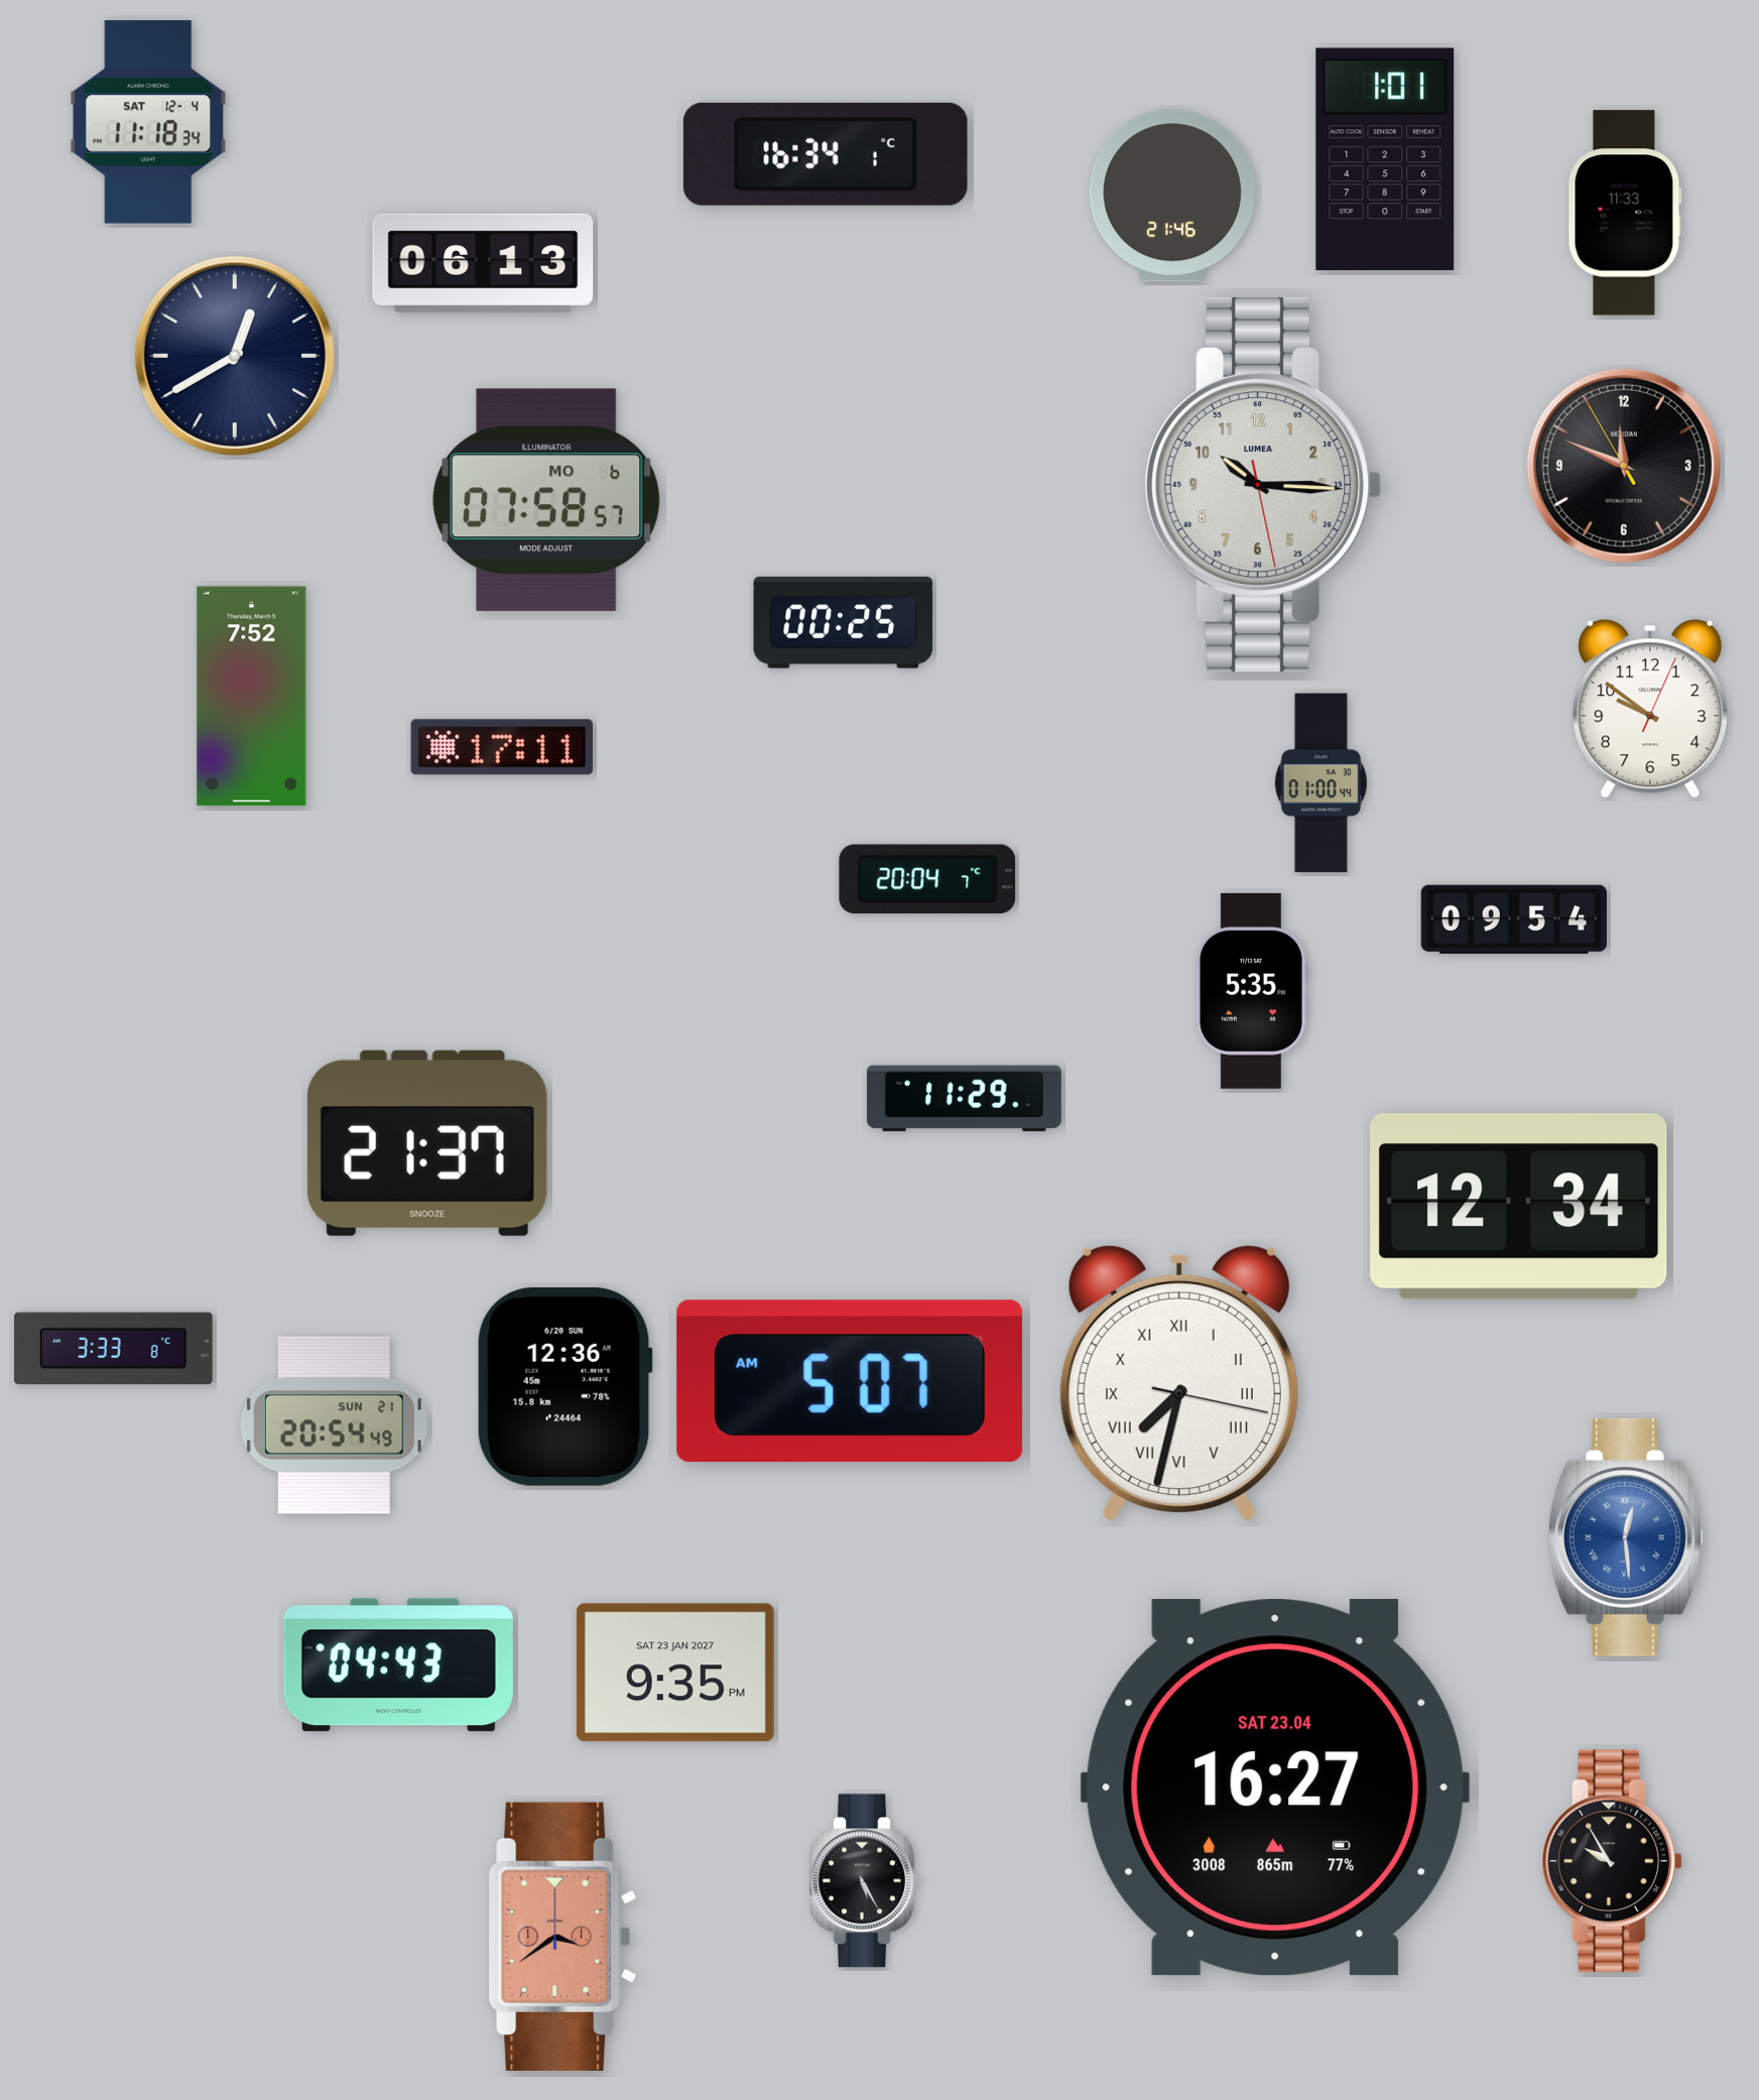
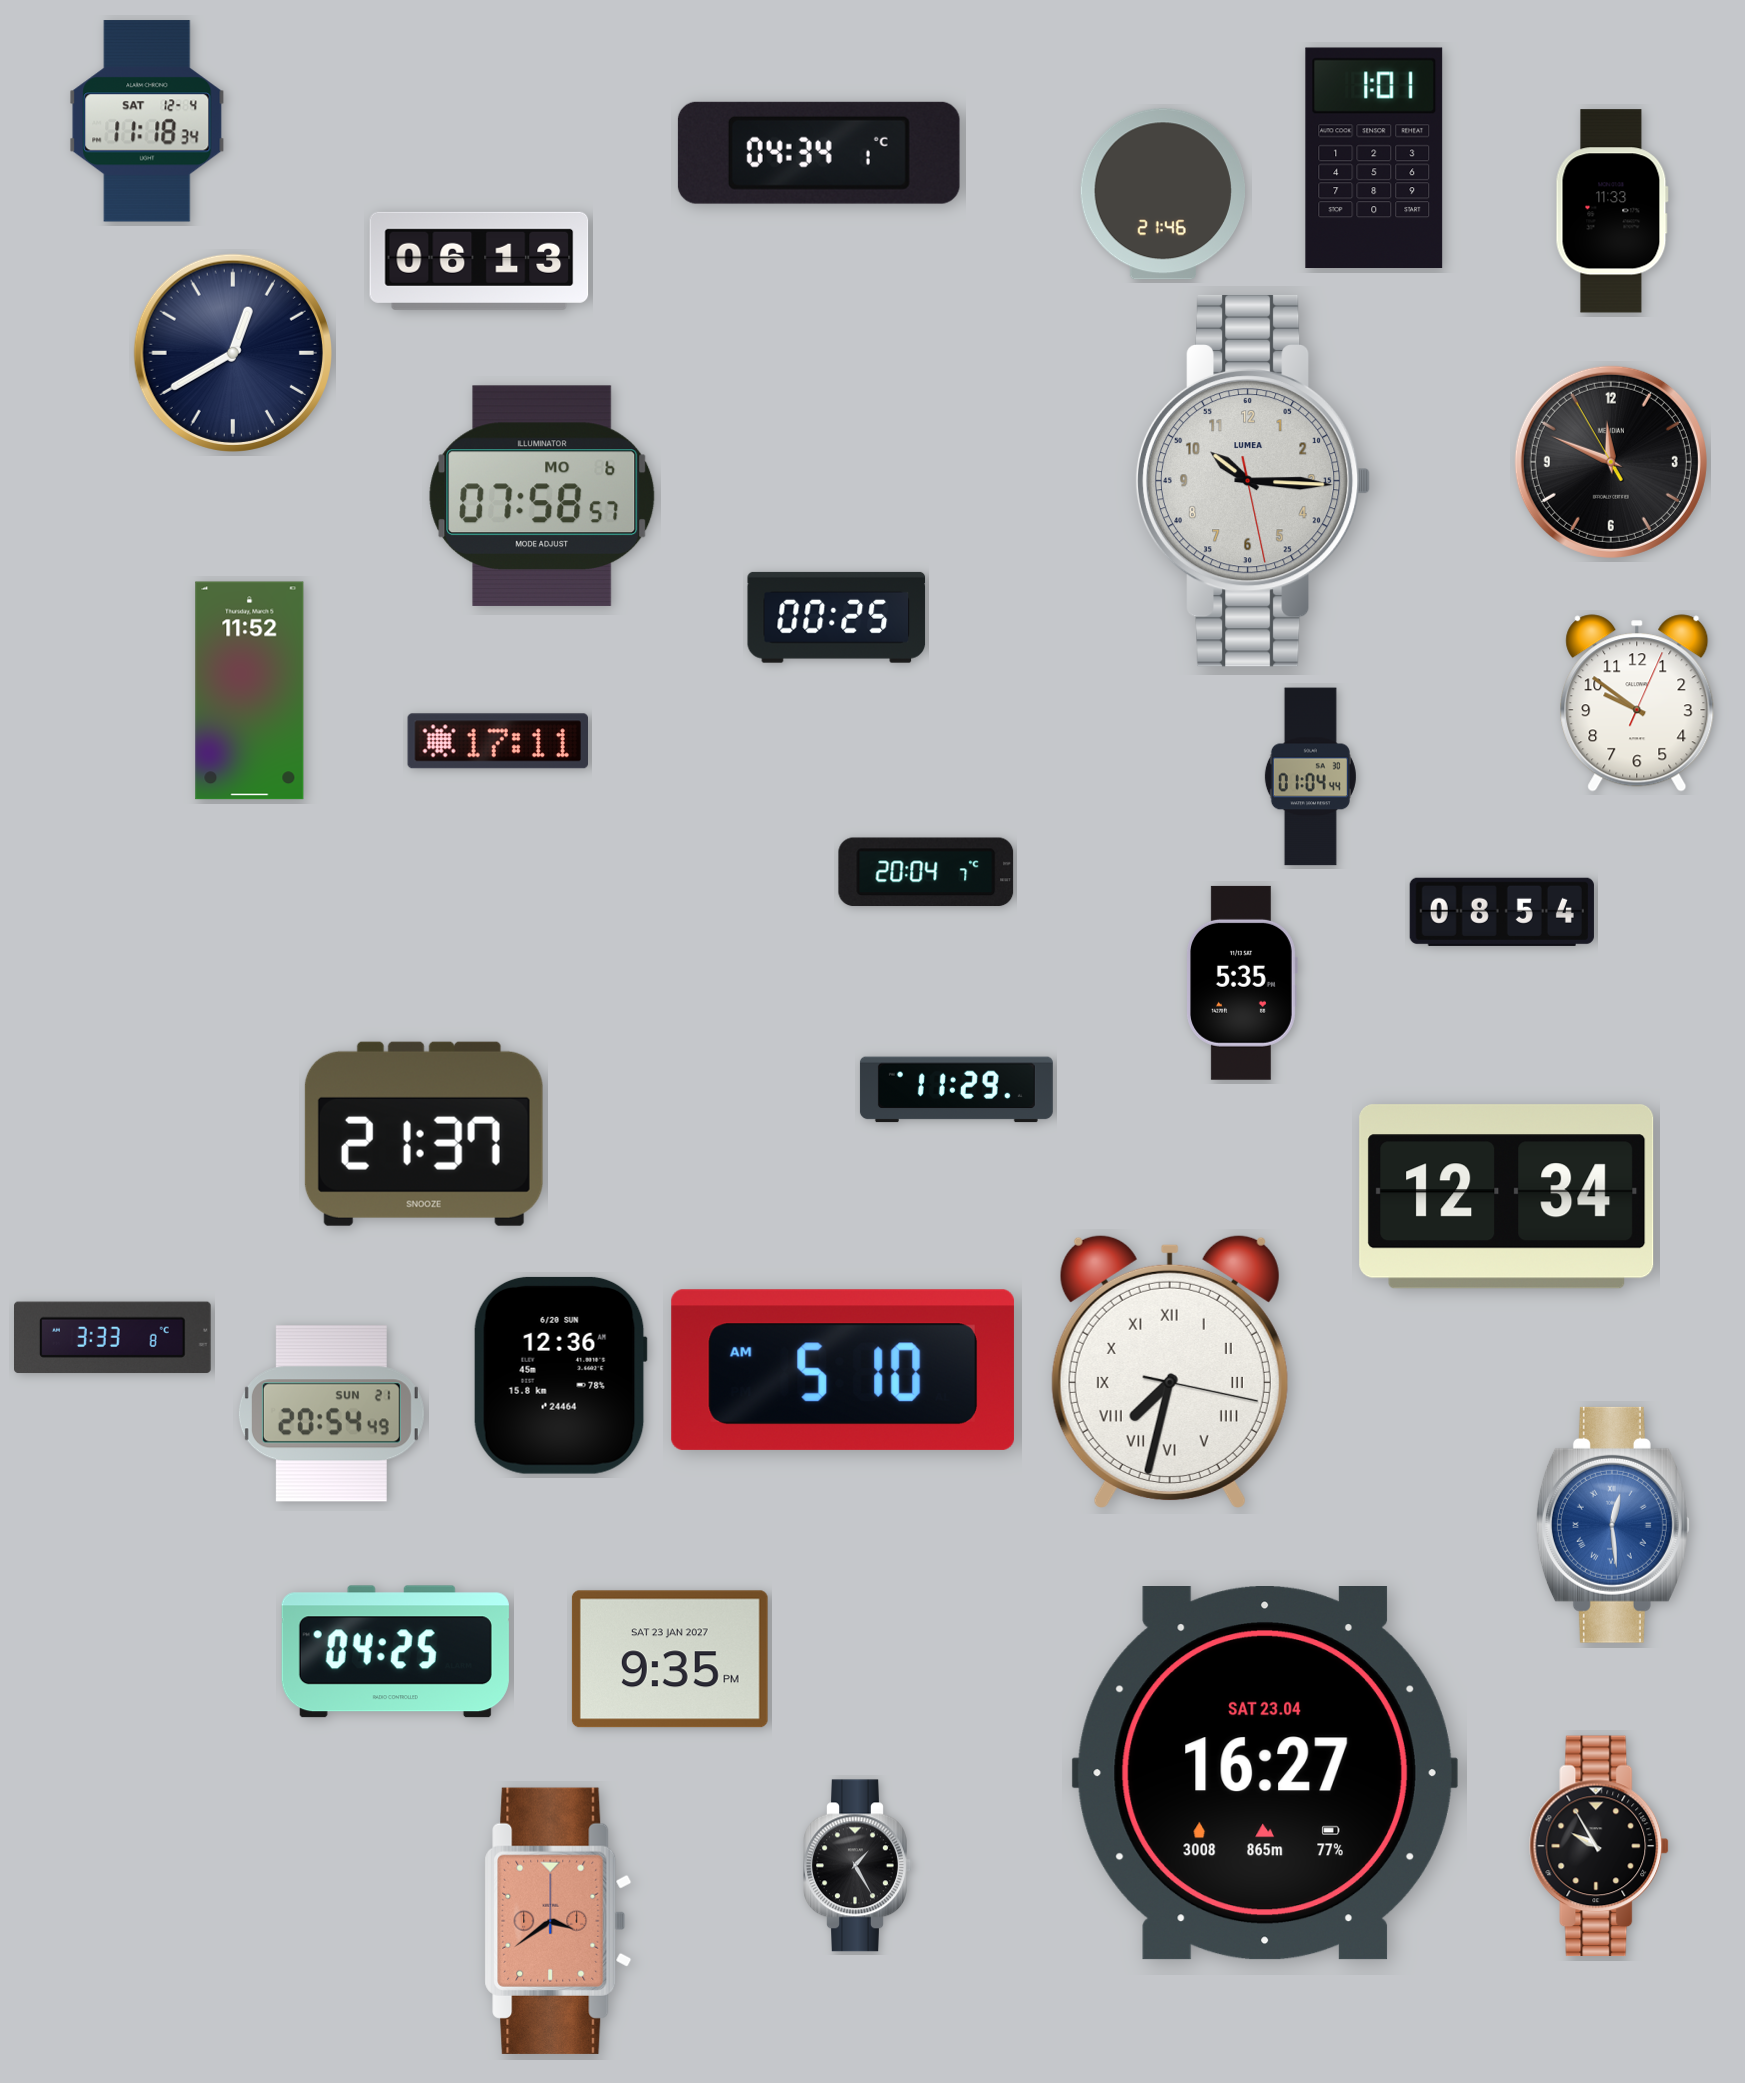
clock at (826, 154): 16:34 -> 04:34
clock at (252, 697): 7:52 -> 11:52
clock at (1321, 783): 01:00 -> 01:04
clock at (927, 879) position: (927, 879) -> (926, 872)
clock at (1514, 919): 09:54 -> 08:54
clock at (850, 1381): 5:07 -> 5:10
clock at (398, 1665): 04:43 -> 04:25
clock at (865, 1881): 5:25 -> 1:25
